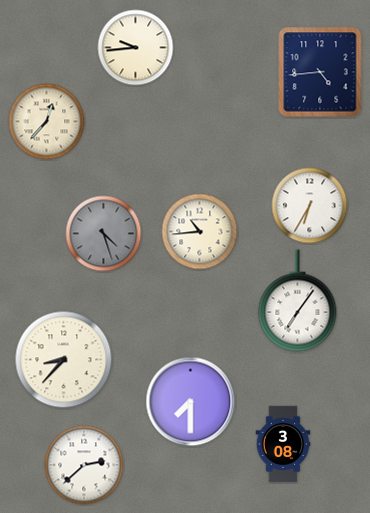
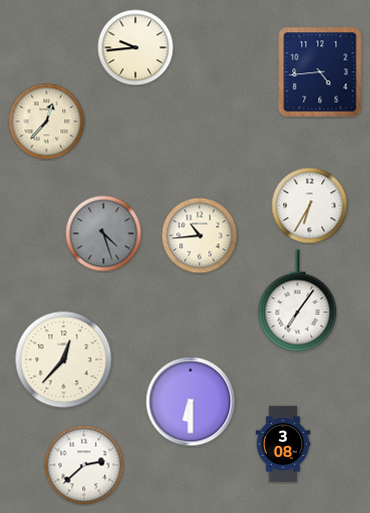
clock at (200, 232) position: (200, 232) -> (200, 236)
clock at (64, 360): 8:37 -> 12:37
clock at (191, 402): 7:30 -> 6:30
